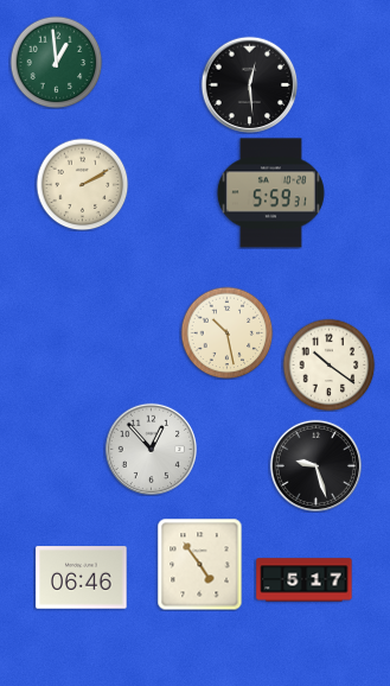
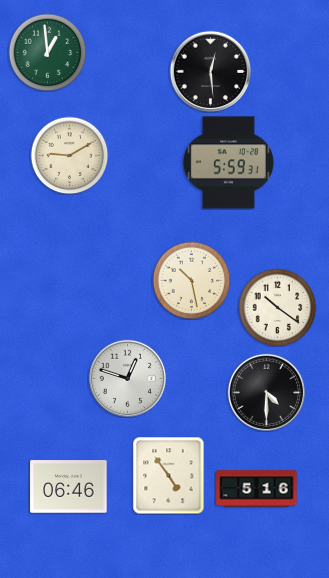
clock at (82, 184): 2:10 -> 9:10
clock at (151, 449): 12:53 -> 12:48
clock at (315, 465): 9:27 -> 4:30
clock at (305, 580): 5:17 -> 5:16
